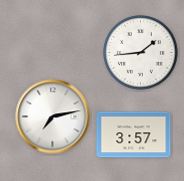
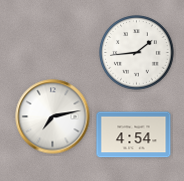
clock at (141, 53) position: (141, 53) -> (137, 53)
clock at (134, 135): 3:57 -> 4:54
